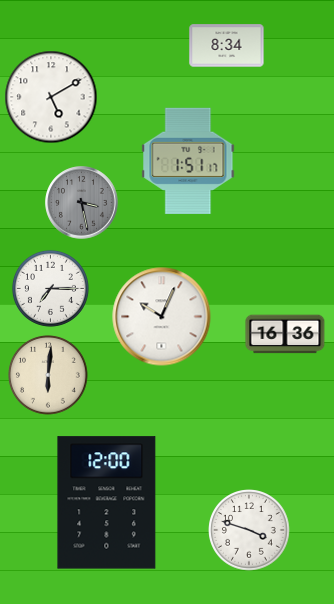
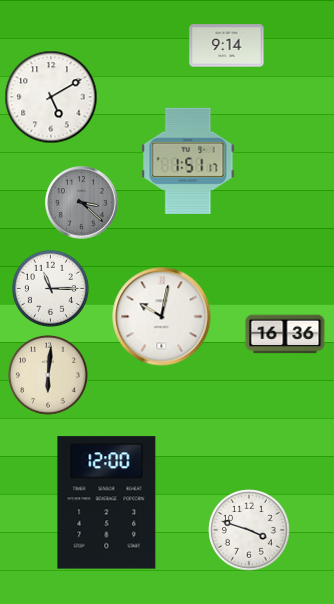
clock at (227, 46): 8:34 -> 9:14
clock at (82, 203): 3:28 -> 3:22
clock at (50, 288): 7:15 -> 11:15
clock at (162, 317): 10:04 -> 10:02
